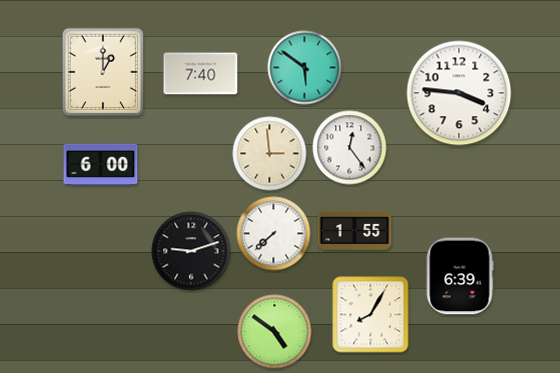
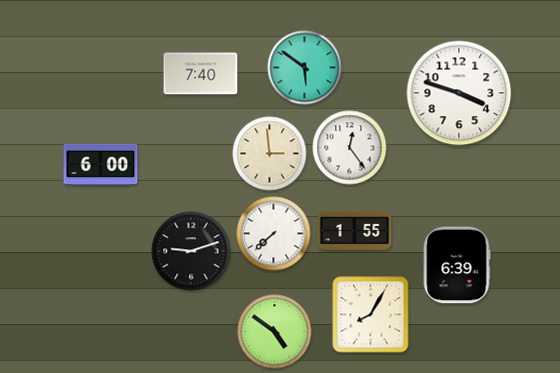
clock at (103, 72): 1:00 -> none
clock at (459, 93): 3:46 -> 3:48
clock at (460, 276) position: (460, 276) -> (457, 265)
